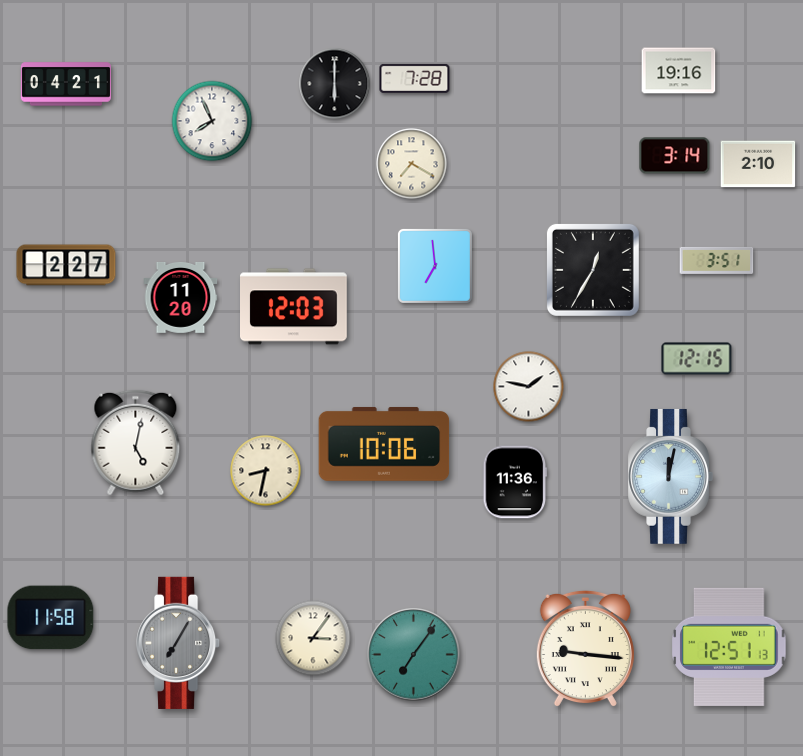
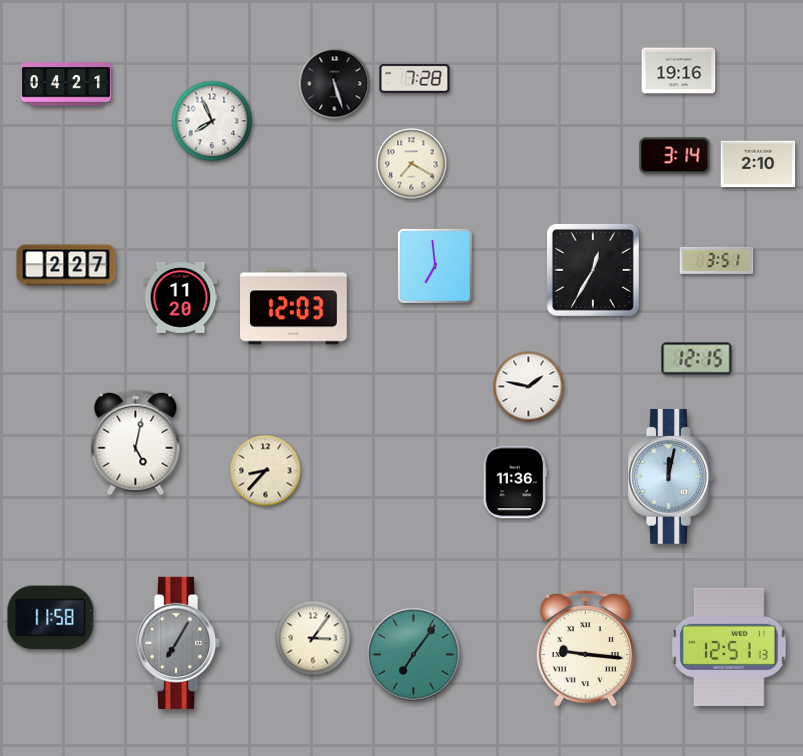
clock at (335, 84): 6:00 -> 5:27
clock at (384, 444): 10:06 -> none
clock at (266, 471): 8:32 -> 8:37
